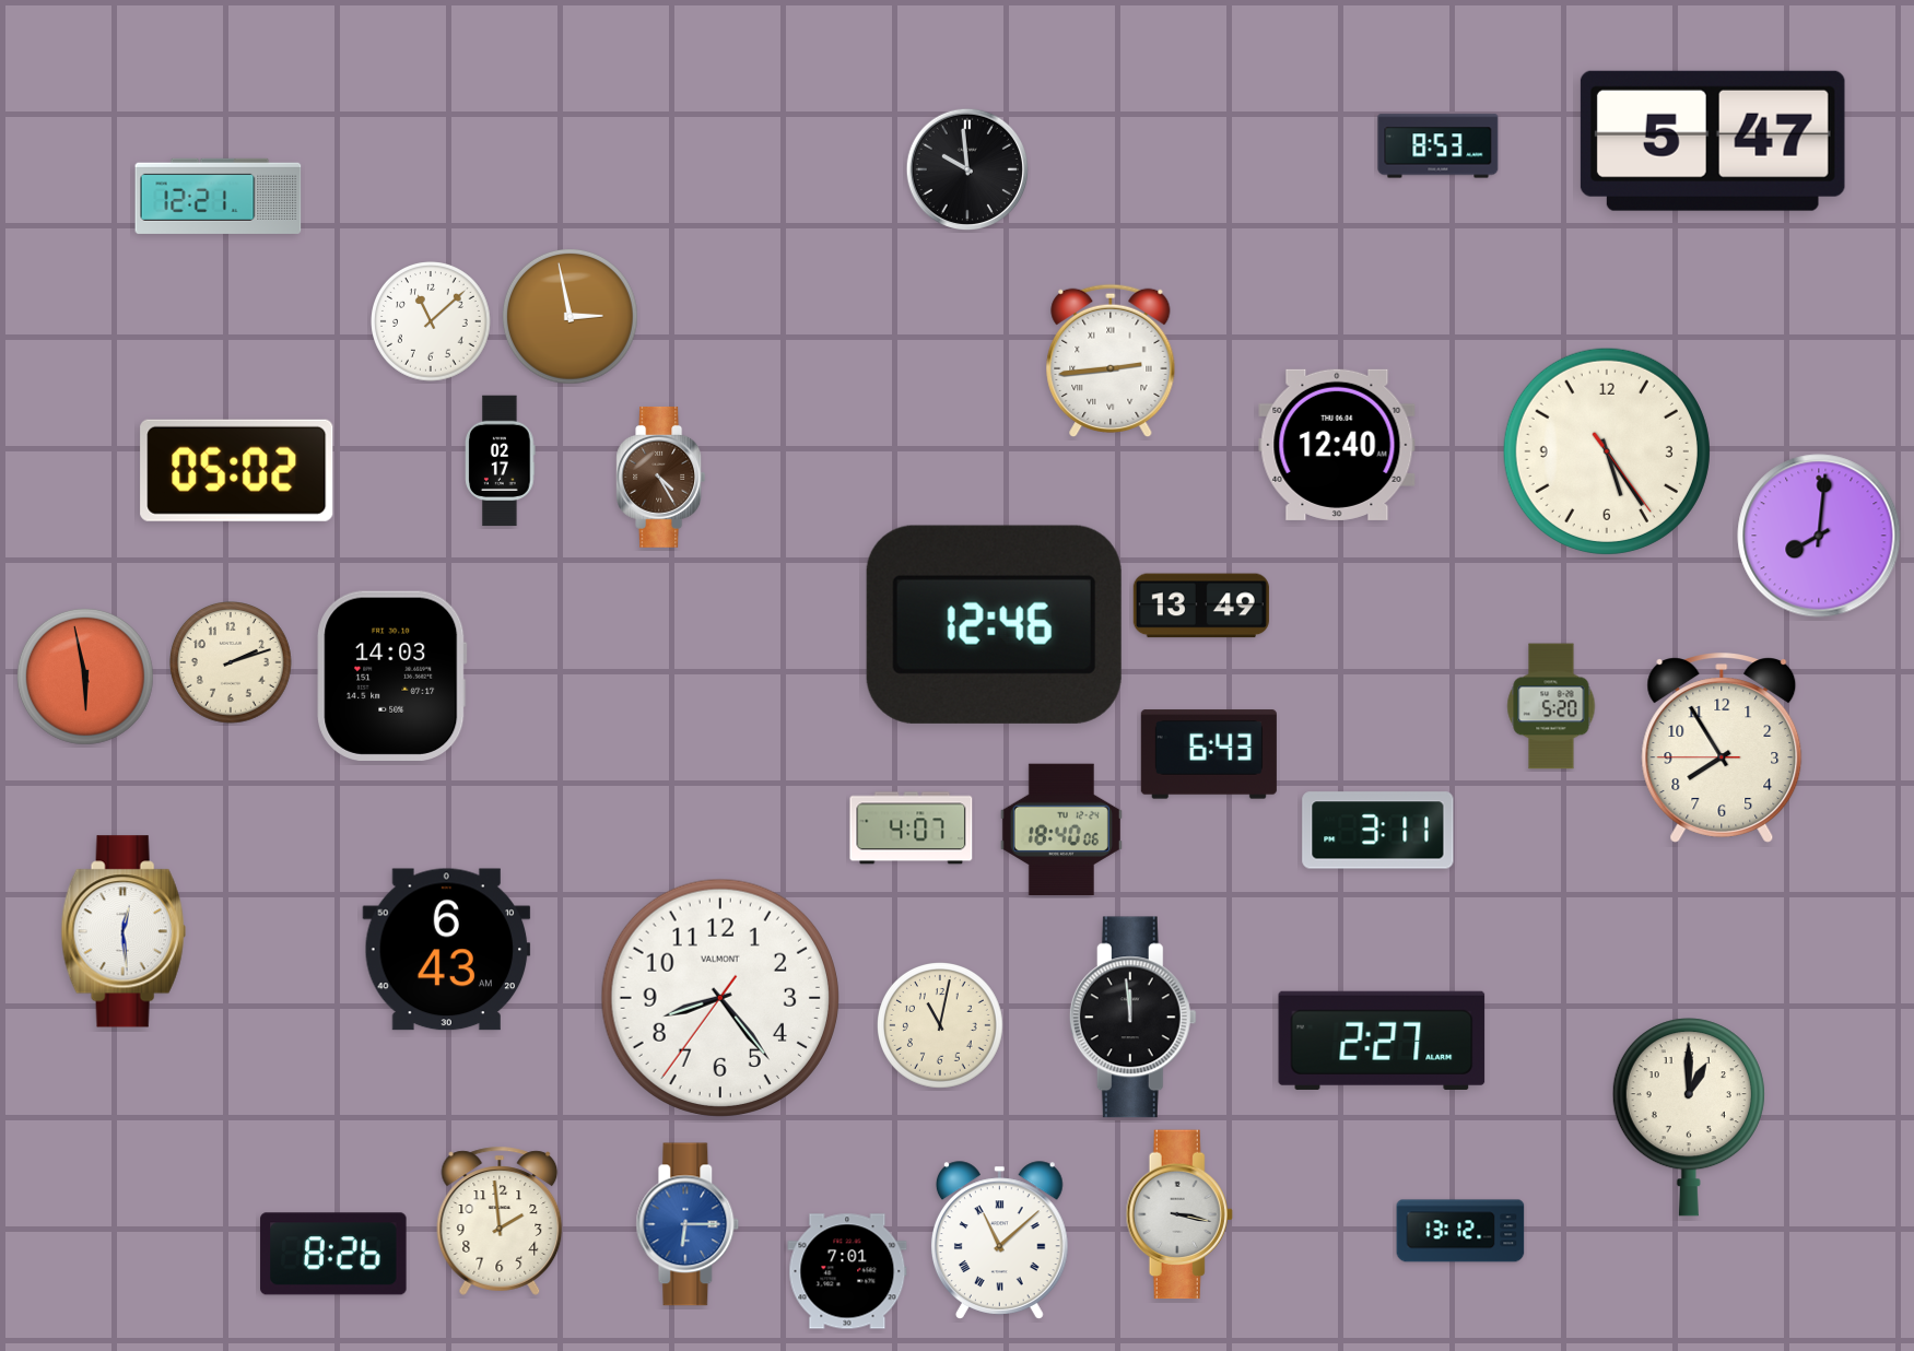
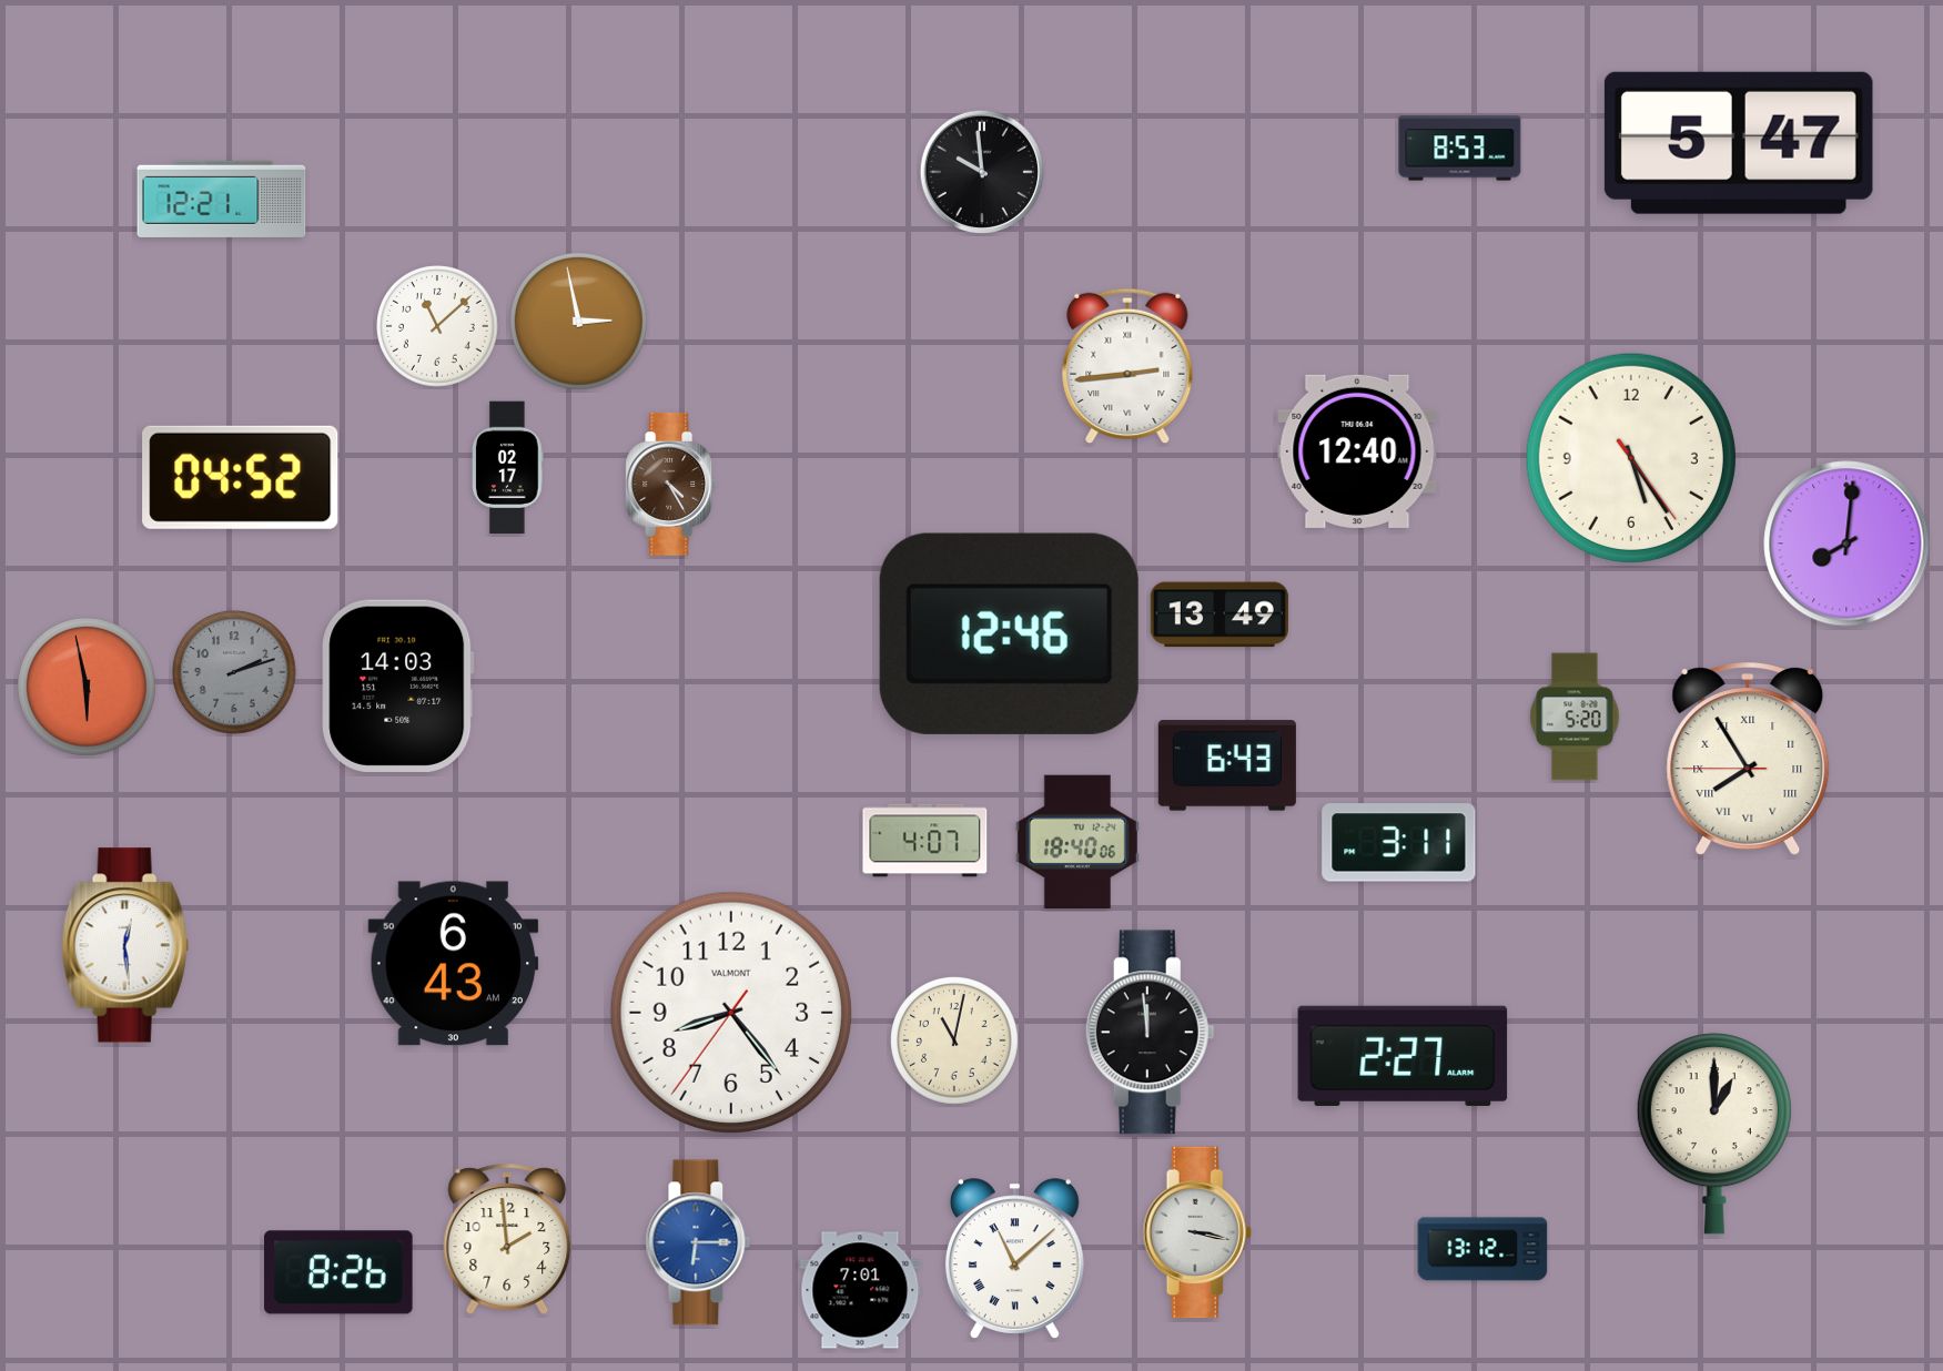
clock at (237, 470): 05:02 -> 04:52
clock at (232, 663) dial: cream -> grey
clock at (1722, 748) numerals: Arabic -> Roman
